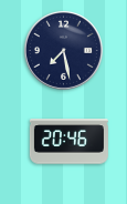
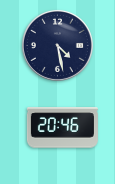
clock at (63, 50): 7:28 -> 4:28
